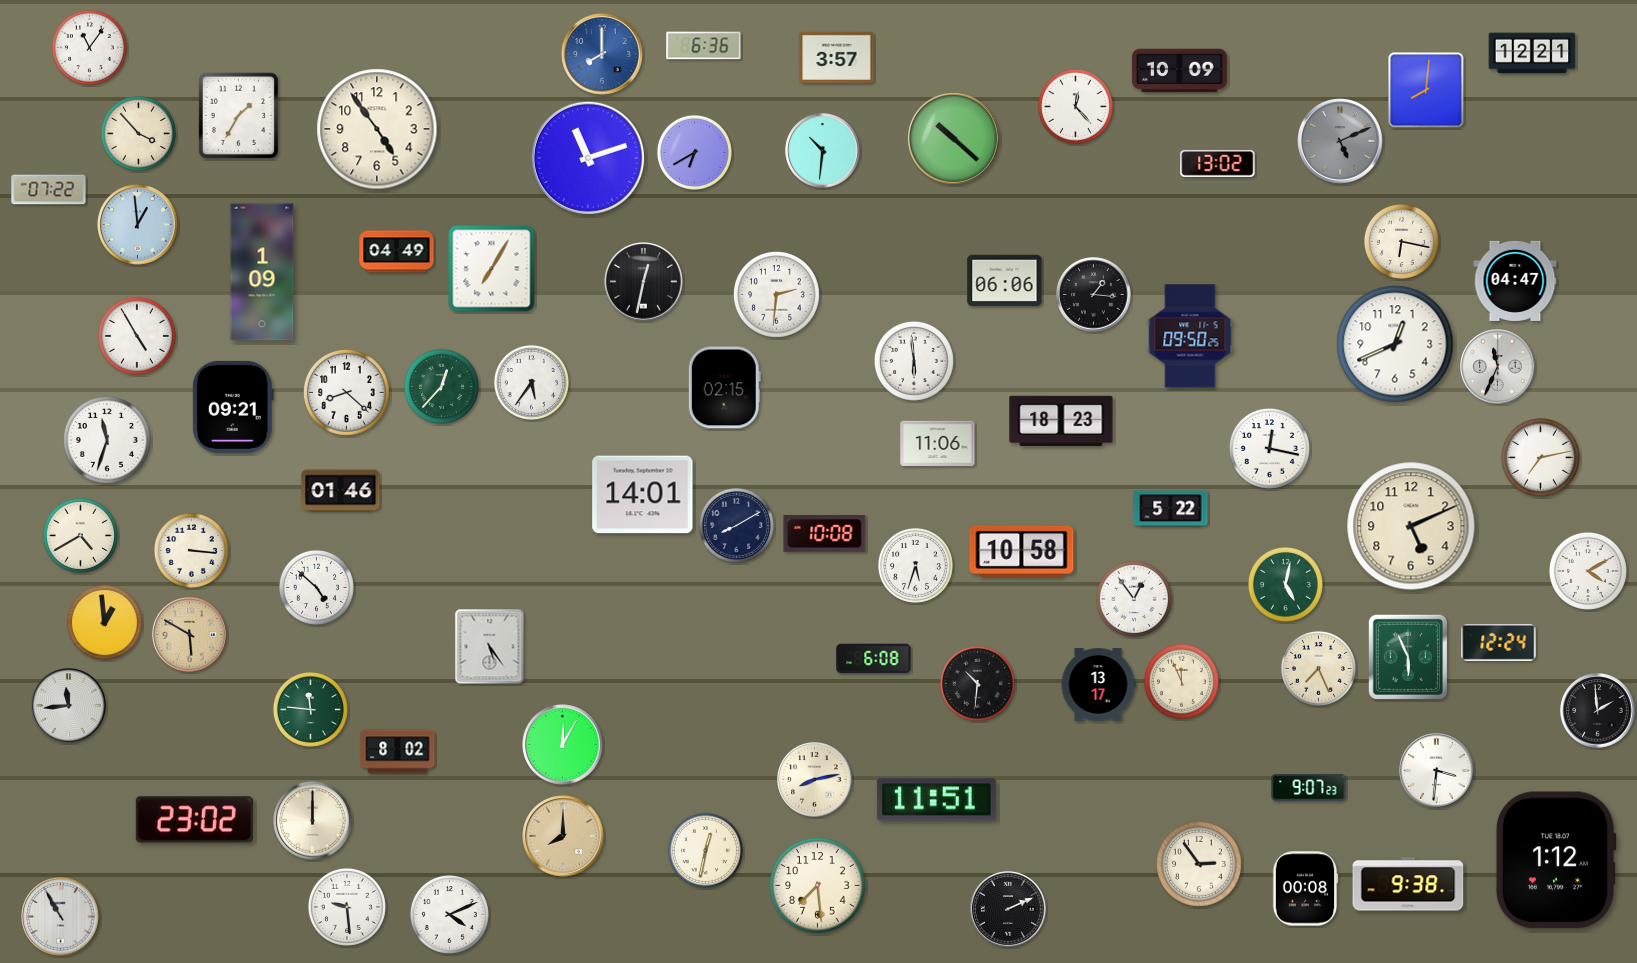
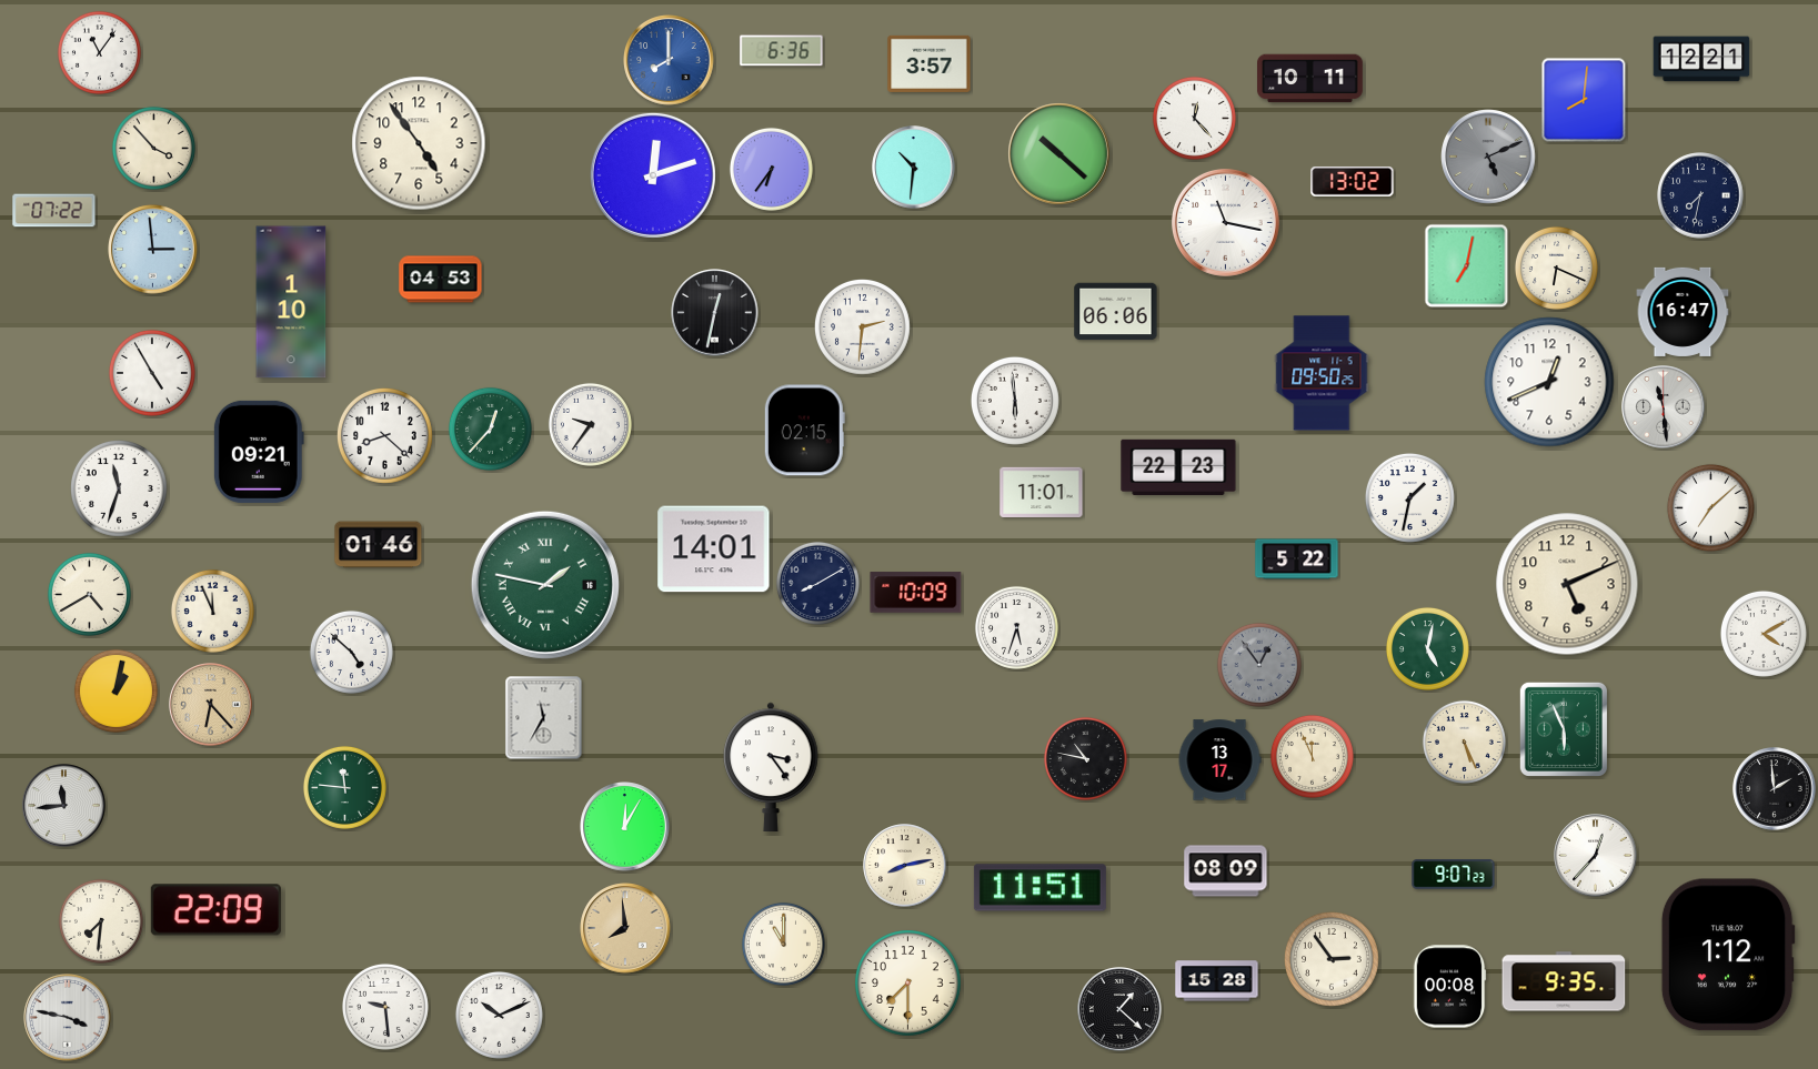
clock at (1180, 71): 10:09 -> 10:11
clock at (238, 115): 1:35 -> none
clock at (694, 152): 6:40 -> 6:36
clock at (588, 158): 11:12 -> 12:12
clock at (1700, 195): none -> 7:32
clock at (1225, 222): none -> 11:17
clock at (138, 225): 12:59 -> 2:59
clock at (1467, 266): none -> 7:02
clock at (1401, 241): 6:17 -> 6:19
clock at (397, 252): 04:49 -> 04:53
clock at (492, 269): 7:05 -> none
clock at (262, 272): 1:09 -> 1:10
clock at (1515, 281): 04:47 -> 16:47
clock at (1094, 295): 1:16 -> none
clock at (1498, 367): 11:34 -> 11:29
clock at (531, 382): 5:36 -> 9:36
clock at (1061, 421): 18:23 -> 22:23
clock at (938, 443): 11:06 -> 11:01
clock at (1269, 448): 12:17 -> 1:32
clock at (1540, 457): 7:13 -> 7:08
clock at (1171, 509) position: (1171, 509) -> (1297, 559)
clock at (545, 585): none -> 1:47
clock at (825, 534): 10:08 -> 10:09
clock at (191, 550): 3:16 -> 11:56
clock at (1022, 551): 10:58 -> none
clock at (1134, 599) dial: white -> grey
clock at (104, 622): 12:59 -> 1:02
clock at (190, 635): 5:50 -> 6:23
clock at (1499, 642): 12:24 -> none
clock at (490, 647): 5:24 -> 11:35
clock at (874, 659): 6:08 -> none
clock at (1318, 668): 7:26 -> 5:26
clock at (977, 683): 10:31 -> 10:47
clock at (771, 767): none -> 3:24
clock at (69, 706) position: (69, 706) -> (64, 806)
clock at (398, 752): 8:02 -> none
clock at (1437, 771): 3:31 -> 12:37
clock at (1226, 871): none -> 08:09
clock at (194, 820): 23:02 -> 22:09
clock at (313, 821): 12:00 -> none
clock at (101, 921): none -> 7:31
clock at (563, 836): 8:00 -> 7:59
clock at (705, 850): 12:32 -> 11:00
clock at (1217, 981): none -> 15:28
clock at (1408, 884): 9:38 -> 9:35
clock at (818, 886): 7:29 -> 7:30
clock at (1008, 909): 2:11 -> 1:22
clock at (449, 914): 4:11 -> 10:11
clock at (61, 917): 10:55 -> 3:47
